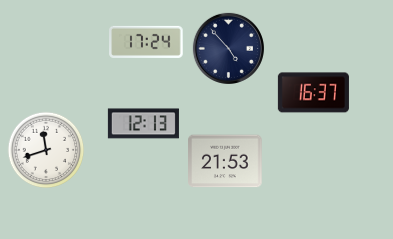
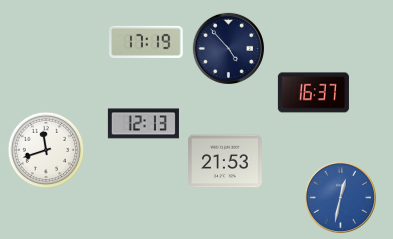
clock at (146, 42): 17:24 -> 17:19
clock at (340, 197): none -> 12:32
